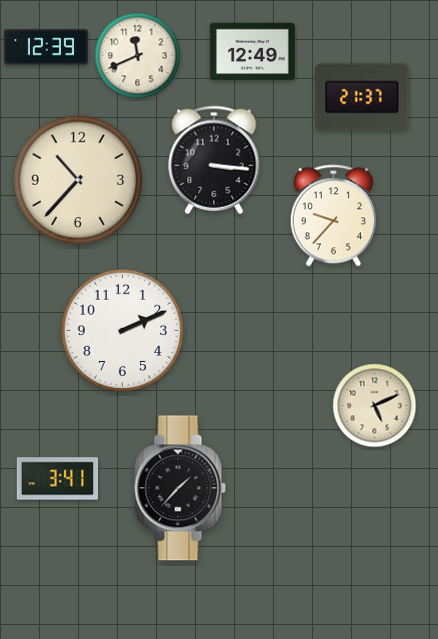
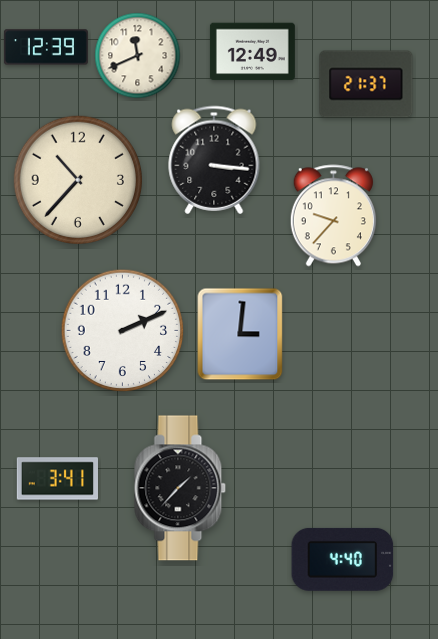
clock at (362, 97) position: (362, 97) -> (366, 84)
clock at (240, 334): none -> 3:01
clock at (375, 406): 5:11 -> none
clock at (343, 559): none -> 4:40
